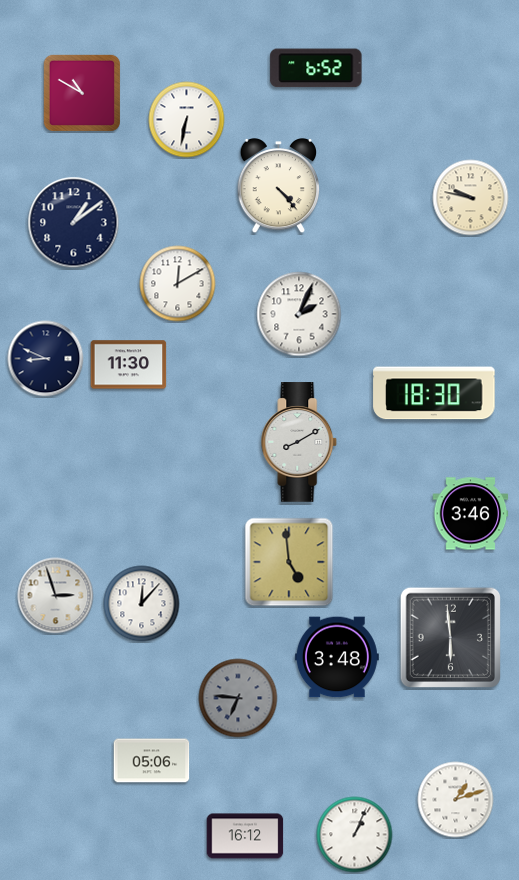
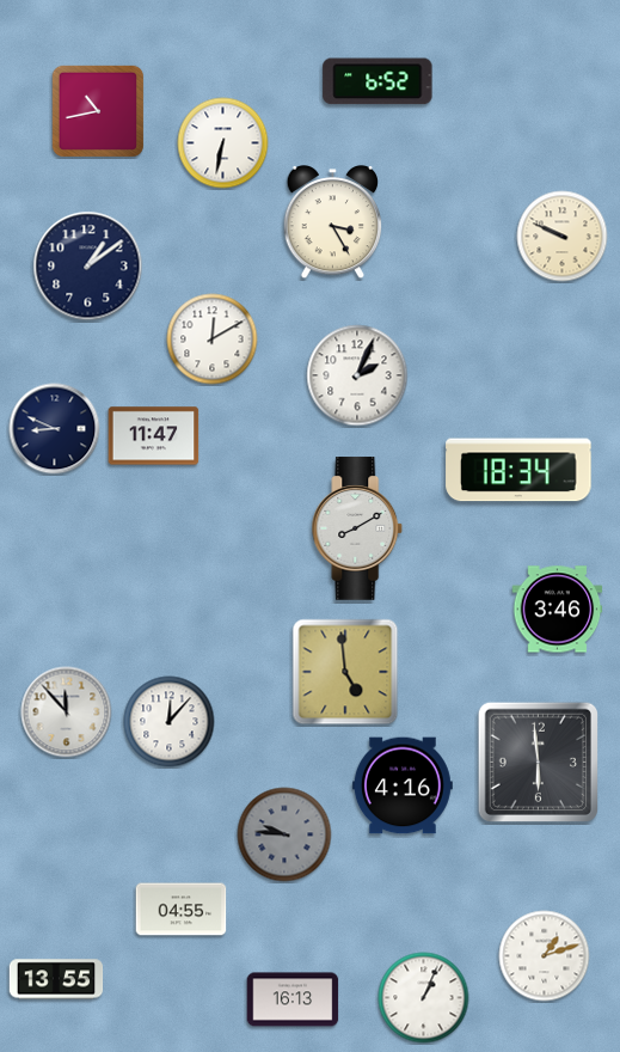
clock at (81, 92): 10:50 -> 10:43
clock at (279, 186): 4:23 -> 3:25
clock at (471, 198): 9:47 -> 9:49
clock at (129, 365): 11:30 -> 11:47
clock at (434, 393): 18:30 -> 18:34
clock at (471, 514) position: (471, 514) -> (558, 610)
clock at (56, 596): 2:57 -> 11:53
clock at (337, 657): 3:48 -> 4:16
clock at (238, 698): 6:46 -> 9:46
clock at (152, 761): 05:06 -> 04:55
clock at (56, 979): none -> 13:55
clock at (245, 836): 16:12 -> 16:13
